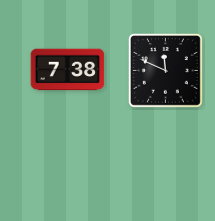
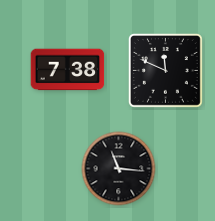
clock at (119, 169): none -> 11:16
